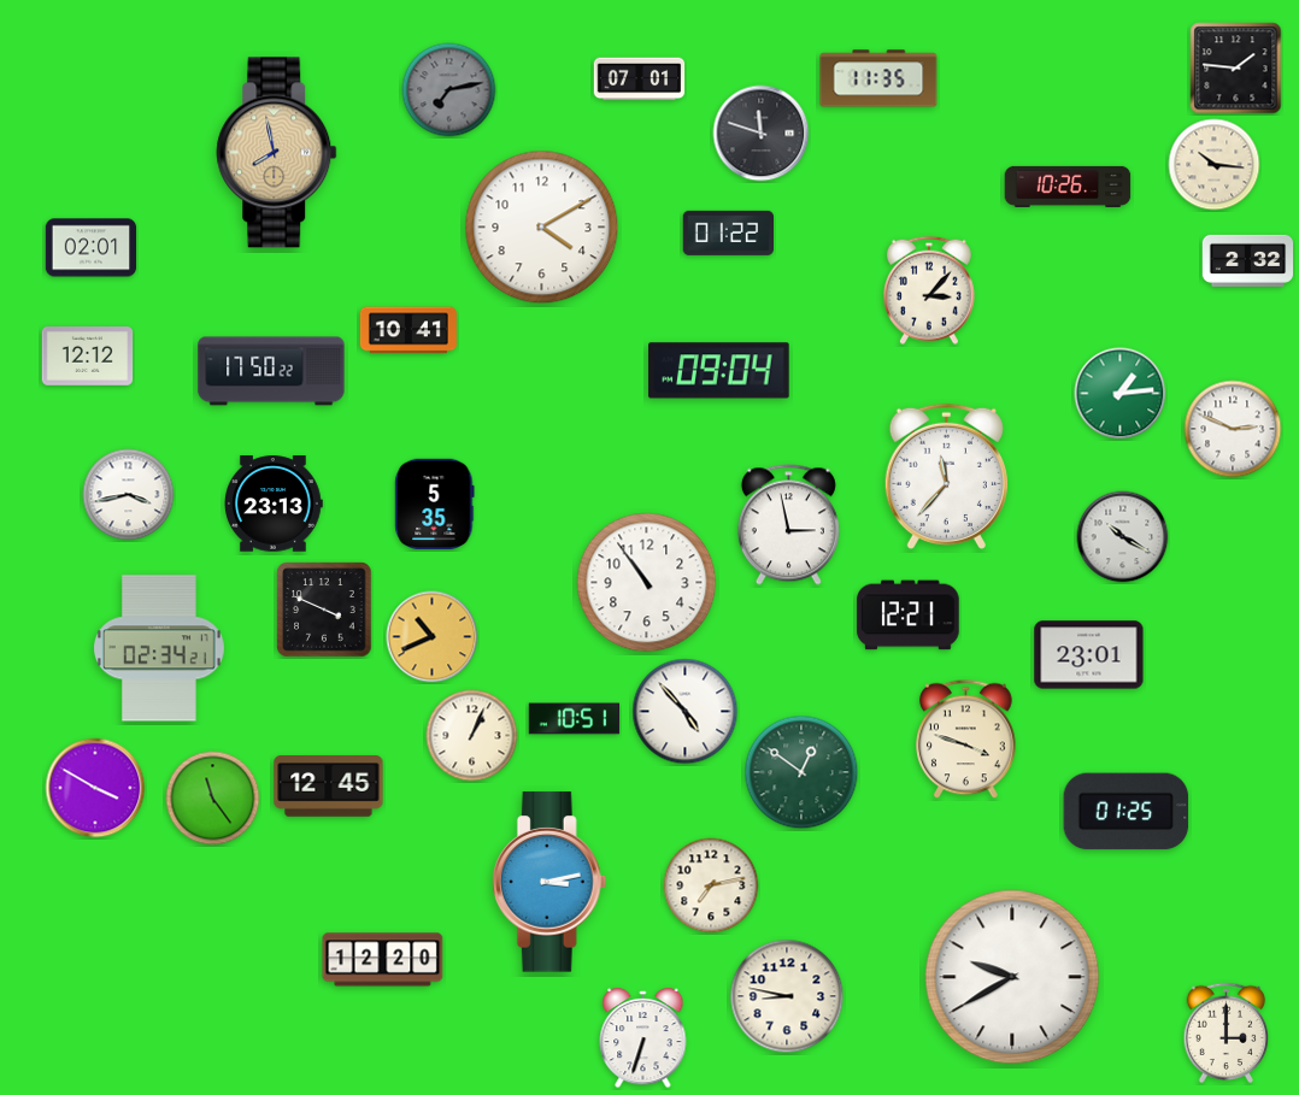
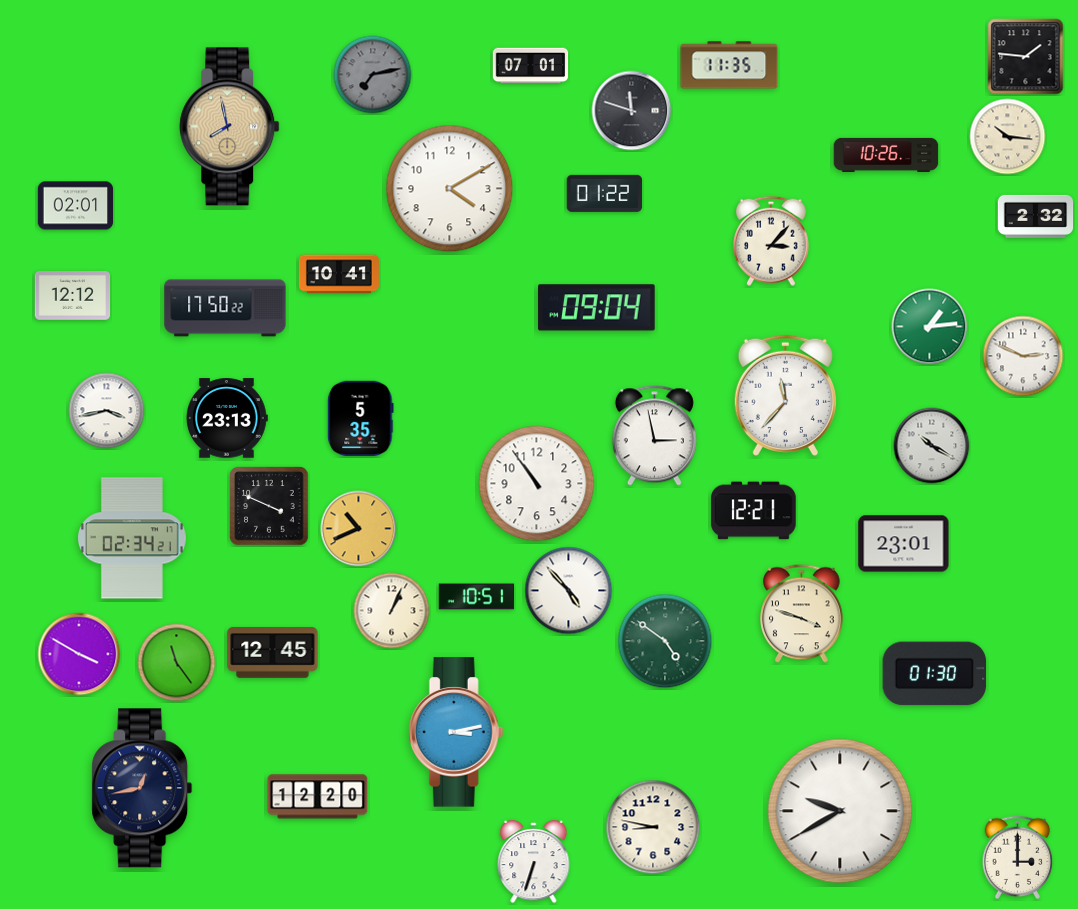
clock at (801, 772): 12:51 -> 4:51
clock at (1127, 812): 01:25 -> 01:30
clock at (711, 885): 7:13 -> none
clock at (142, 788): none -> 12:43
